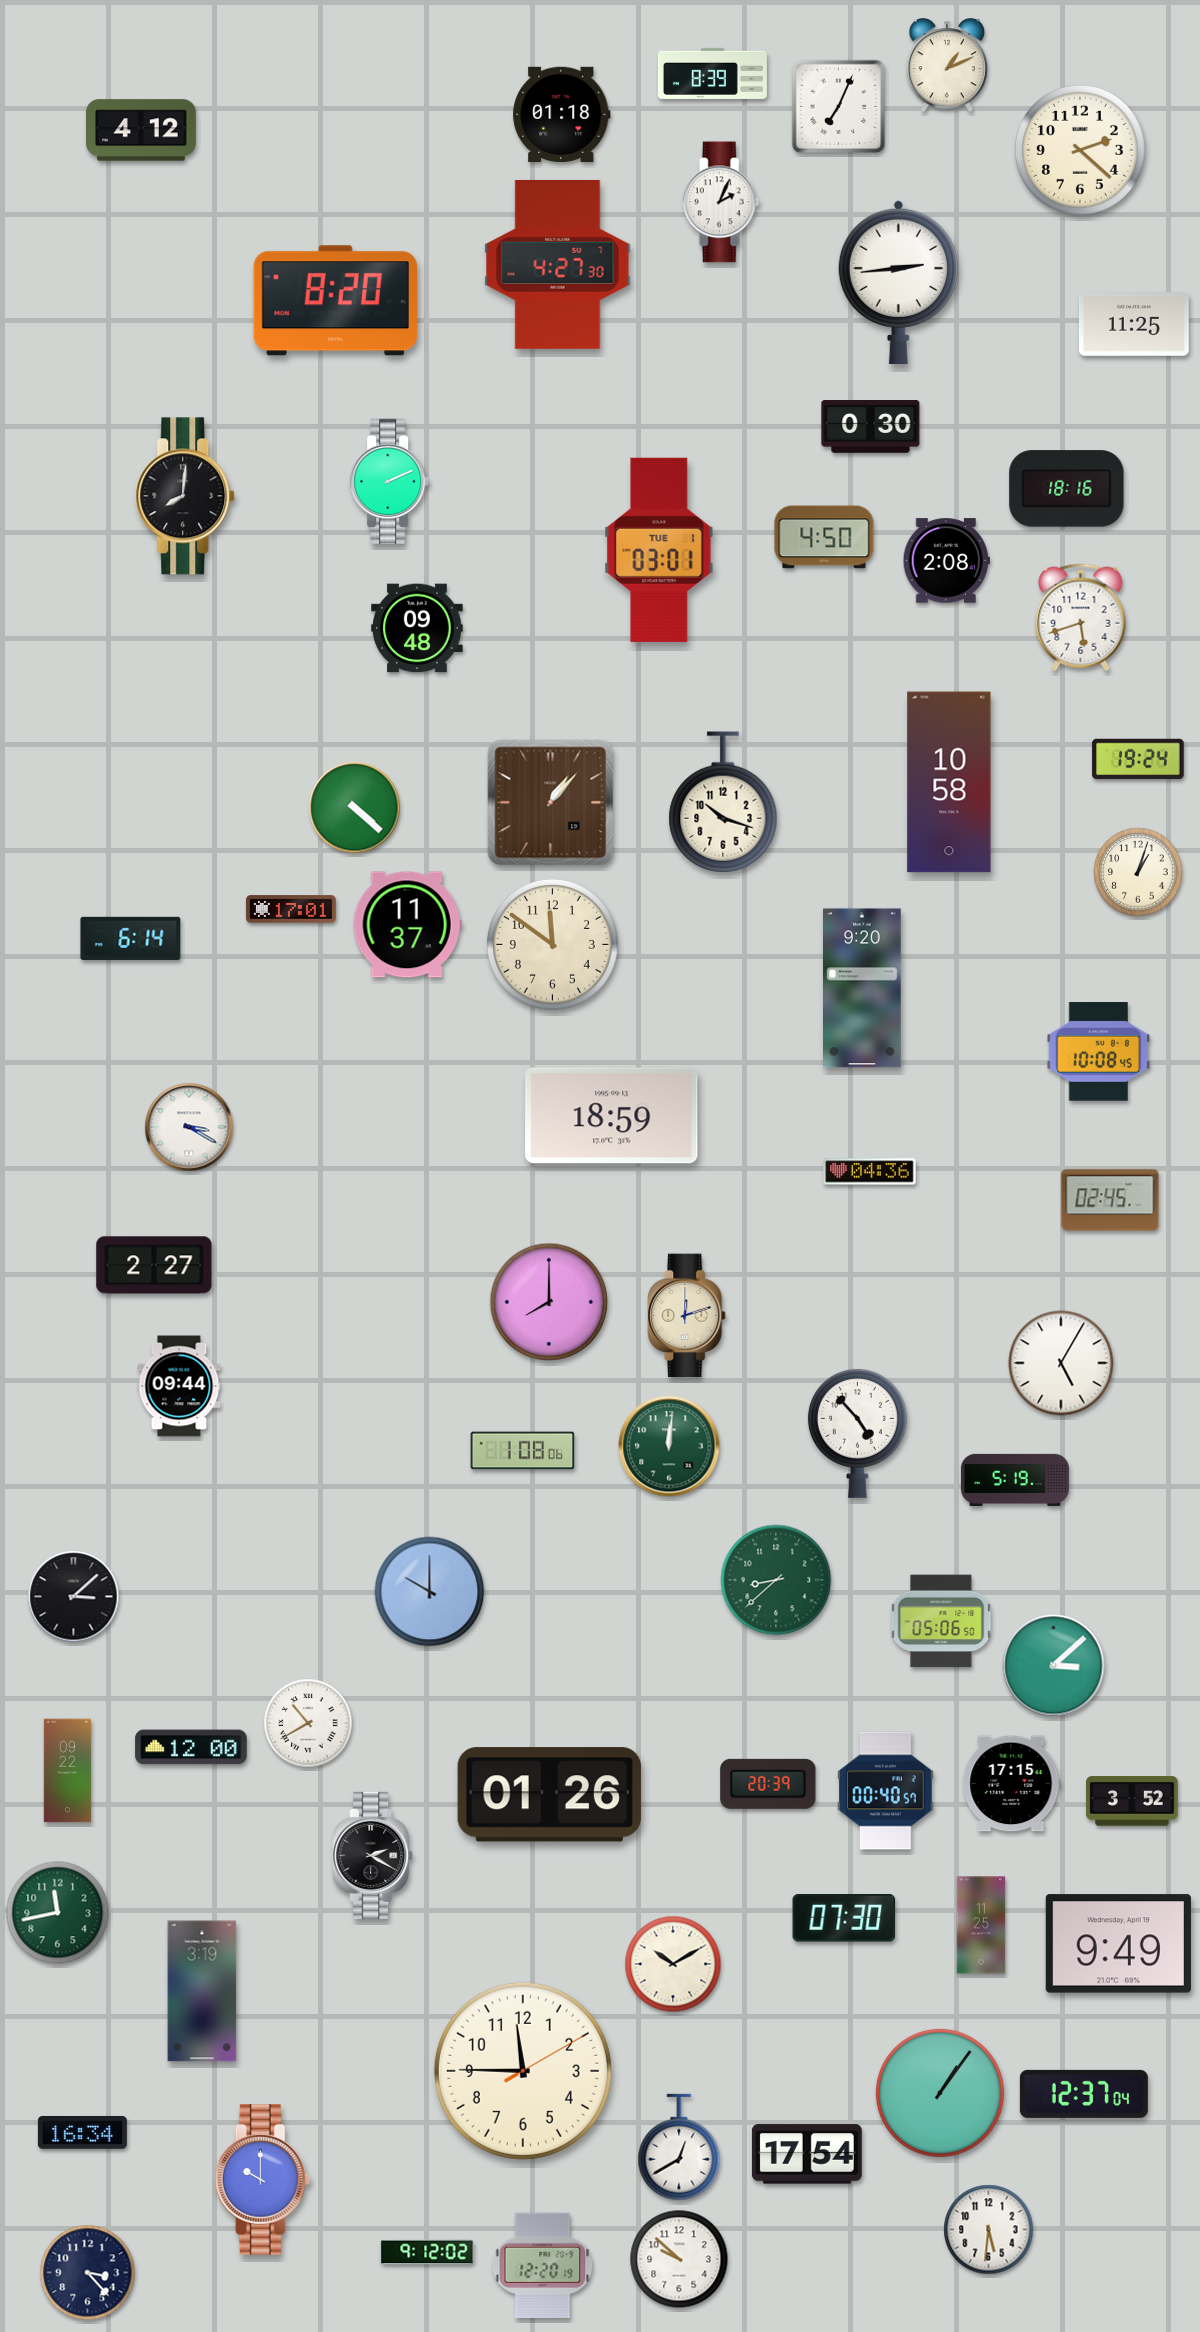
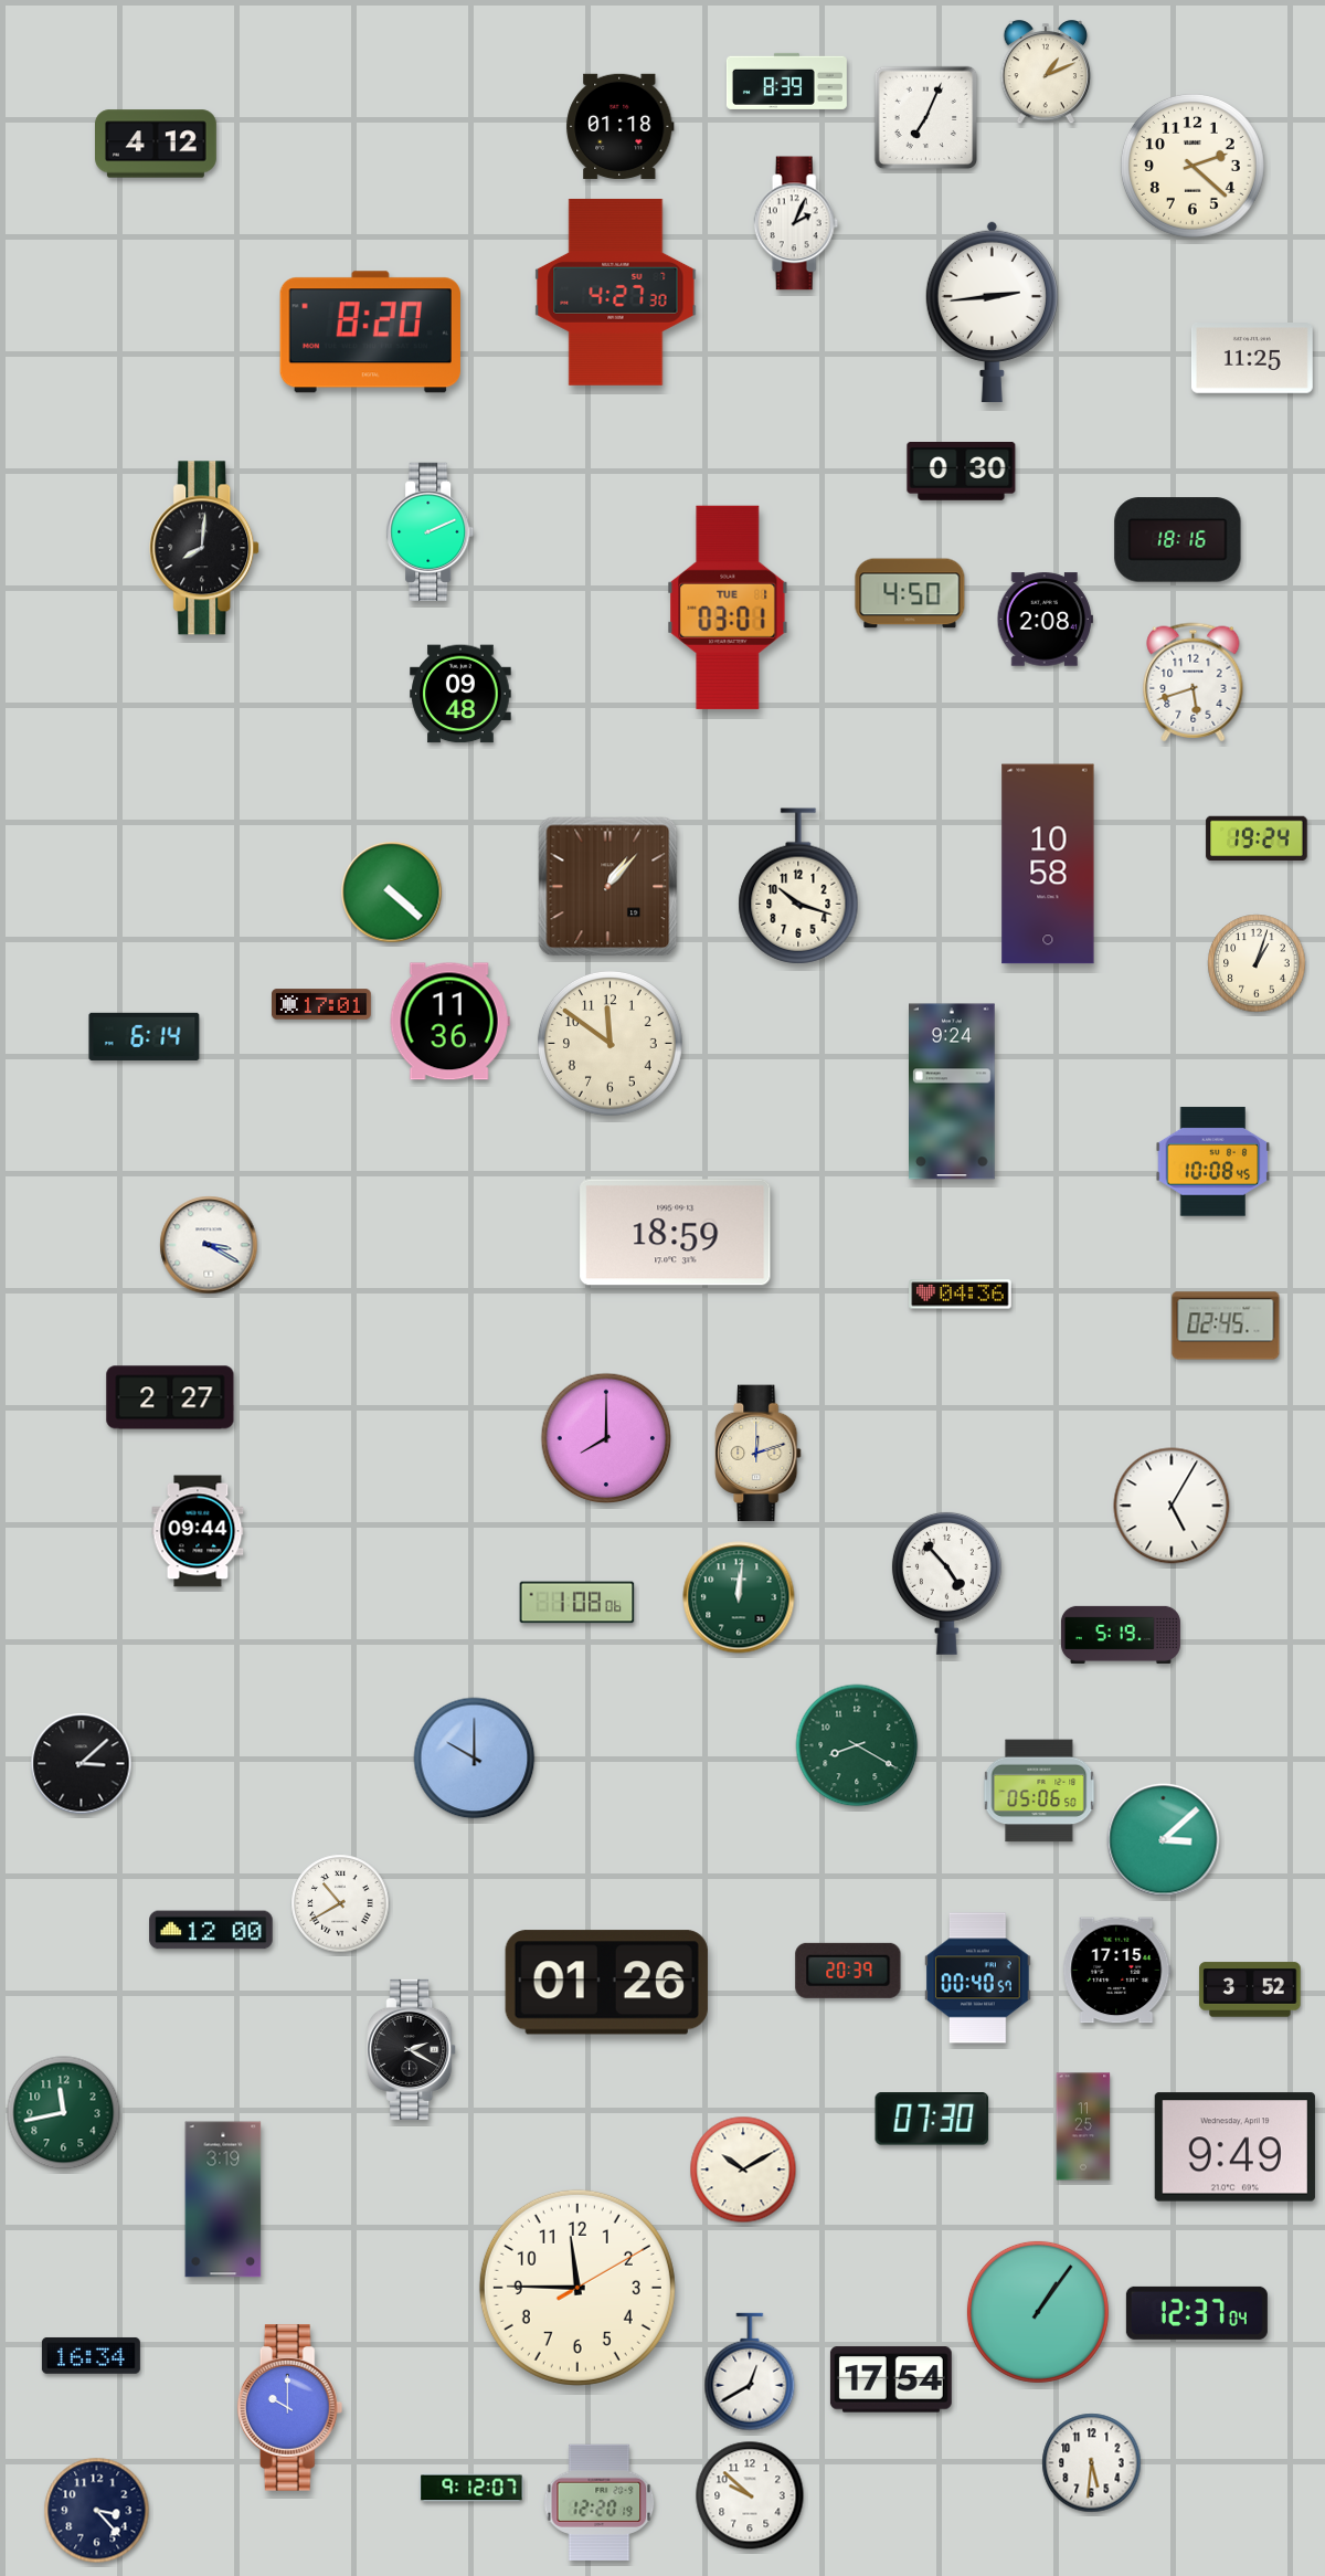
clock at (407, 925): 11:37 -> 11:36
clock at (863, 988): 9:20 -> 9:24
clock at (776, 1580): 8:38 -> 8:20
clock at (68, 1771): 09:22 -> none
clock at (427, 2252): 9:12:02 -> 9:12:07
